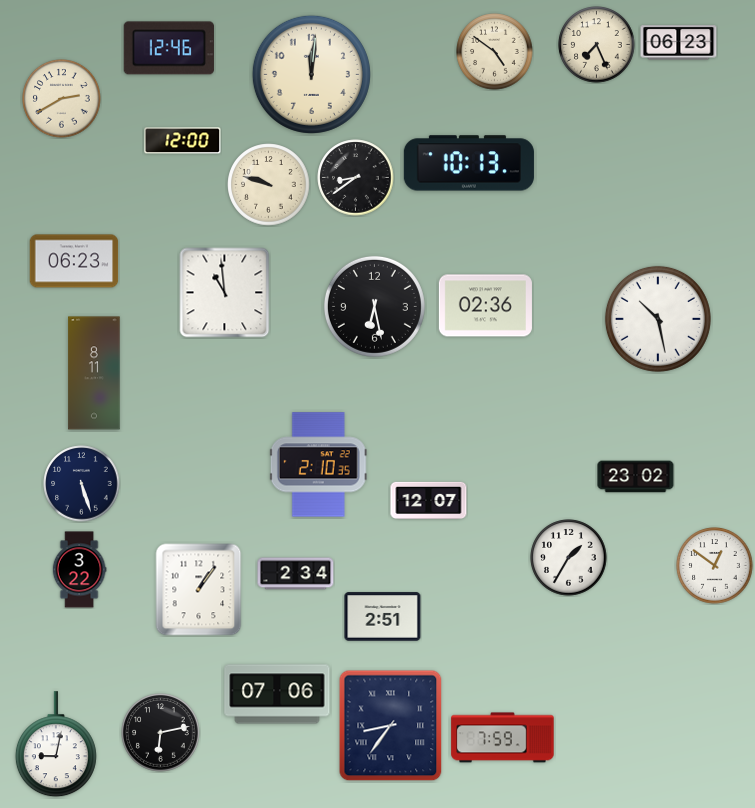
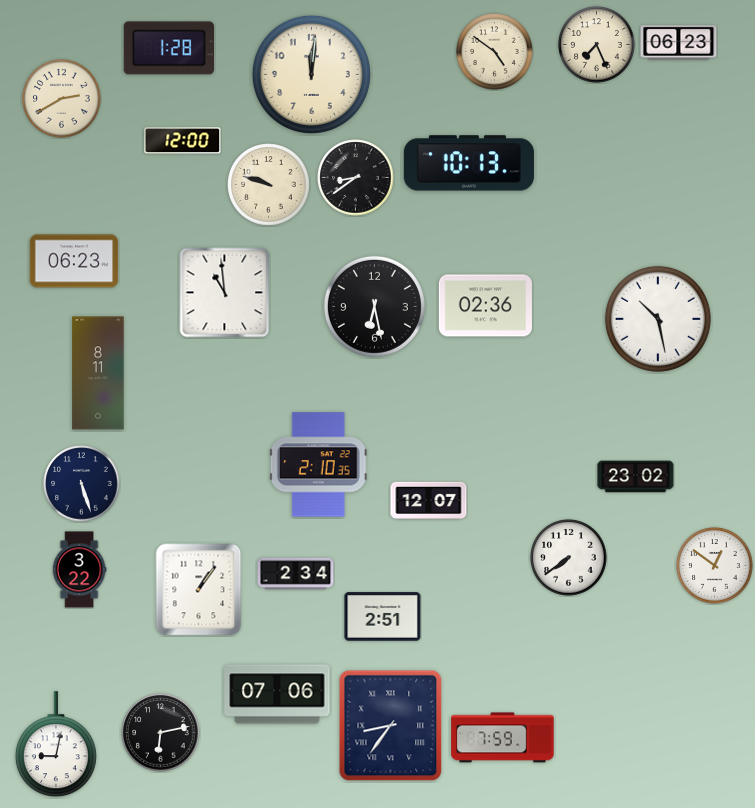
clock at (169, 48): 12:46 -> 1:28
clock at (94, 373) position: (94, 373) -> (98, 373)
clock at (569, 558): 1:35 -> 7:39
